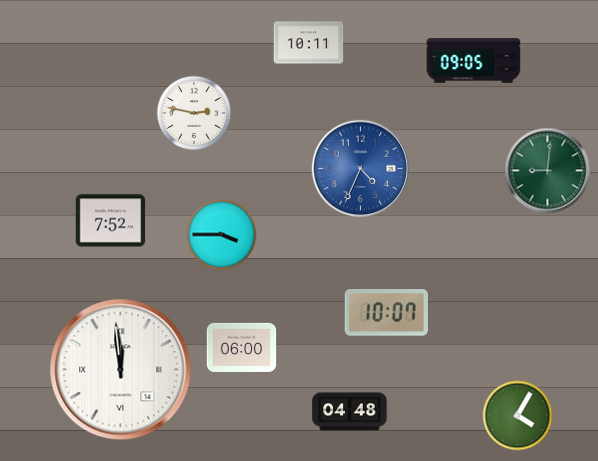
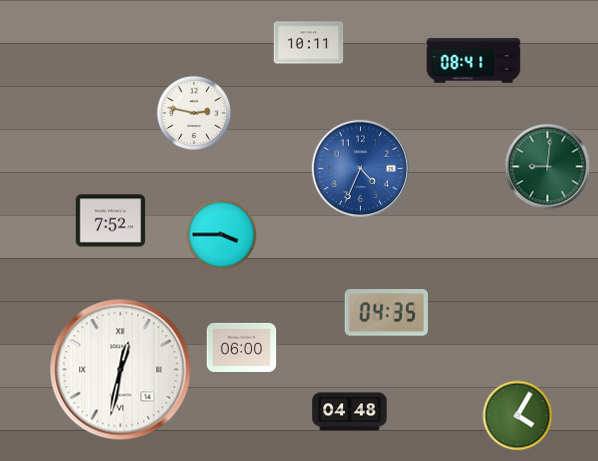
clock at (474, 61): 09:05 -> 08:41
clock at (548, 171) position: (548, 171) -> (548, 167)
clock at (386, 313): 10:07 -> 04:35
clock at (121, 370): 11:59 -> 12:32
